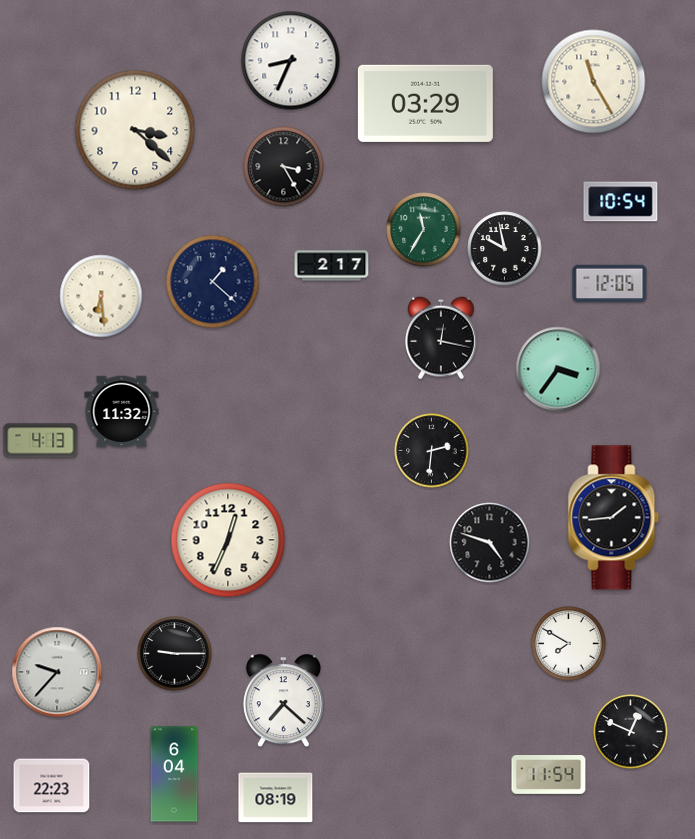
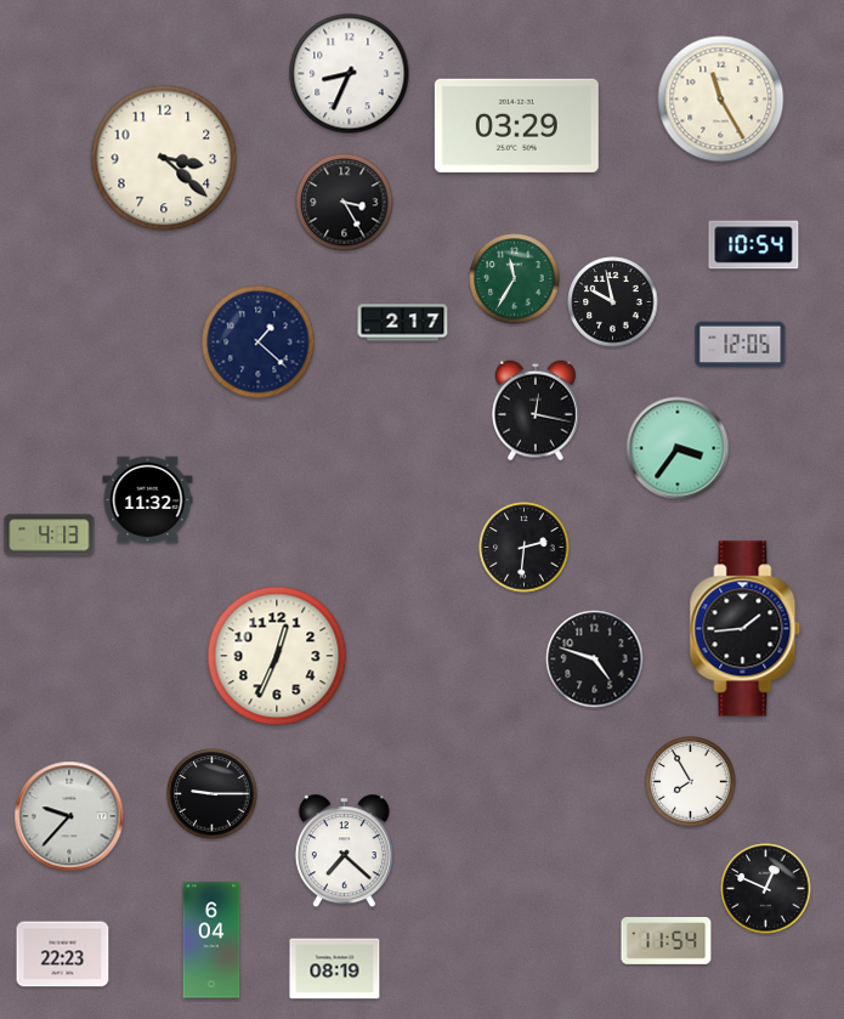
clock at (291, 61) position: (291, 61) -> (350, 74)
clock at (101, 296): 6:29 -> none
clock at (569, 644): 7:50 -> 7:55
